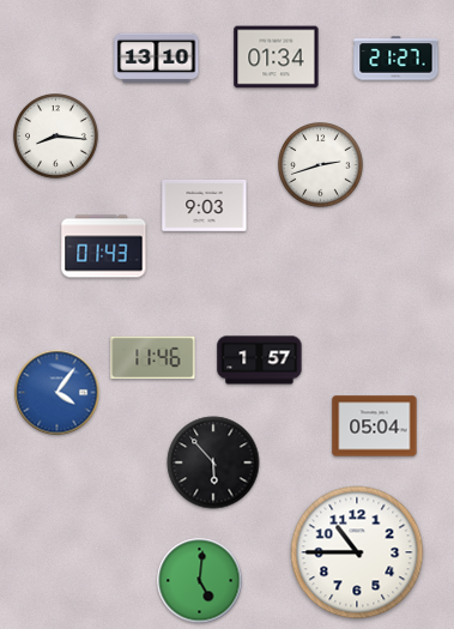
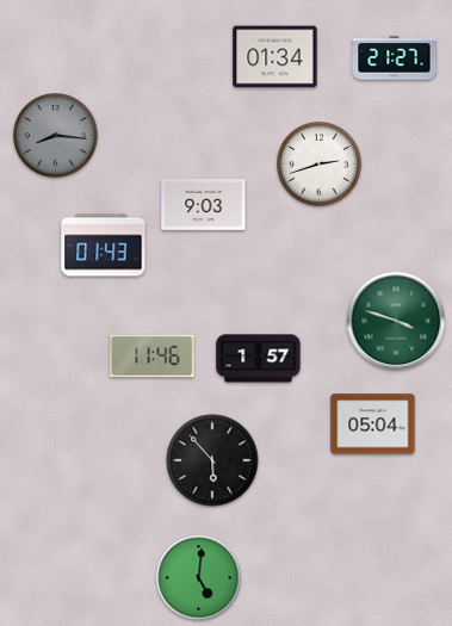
clock at (157, 59): 13:10 -> none
clock at (56, 137) dial: white -> grey
clock at (396, 321): none -> 3:48
clock at (57, 393): 4:06 -> none
clock at (357, 552): 10:45 -> none
